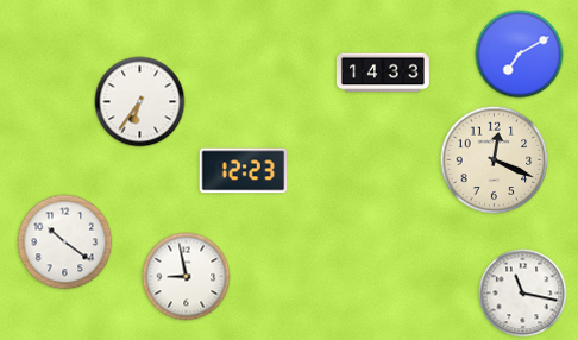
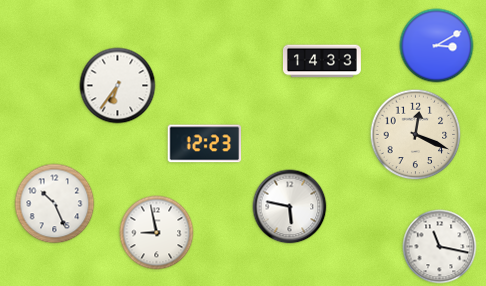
clock at (520, 55): 7:10 -> 3:10
clock at (65, 243): 10:21 -> 10:26
clock at (290, 207): none -> 5:47
